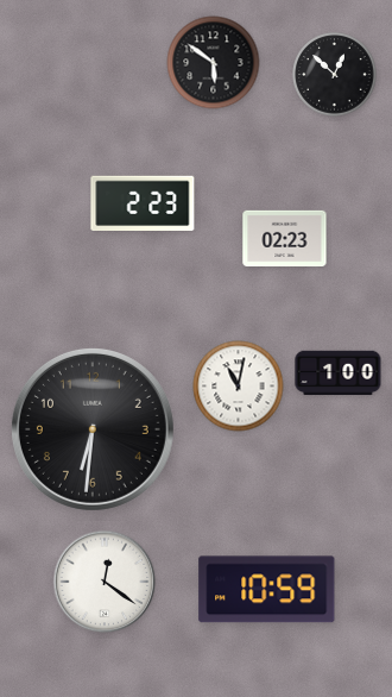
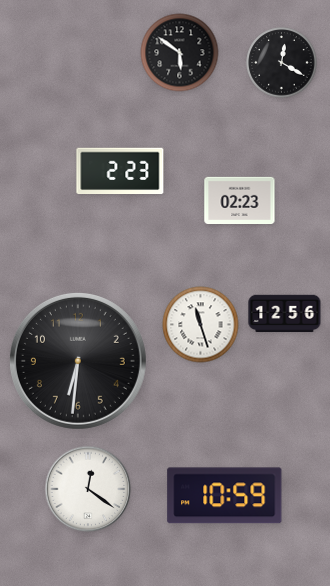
clock at (335, 75): 12:52 -> 12:20
clock at (339, 373): 1:00 -> 12:56
clock at (239, 387): 11:02 -> 11:27
